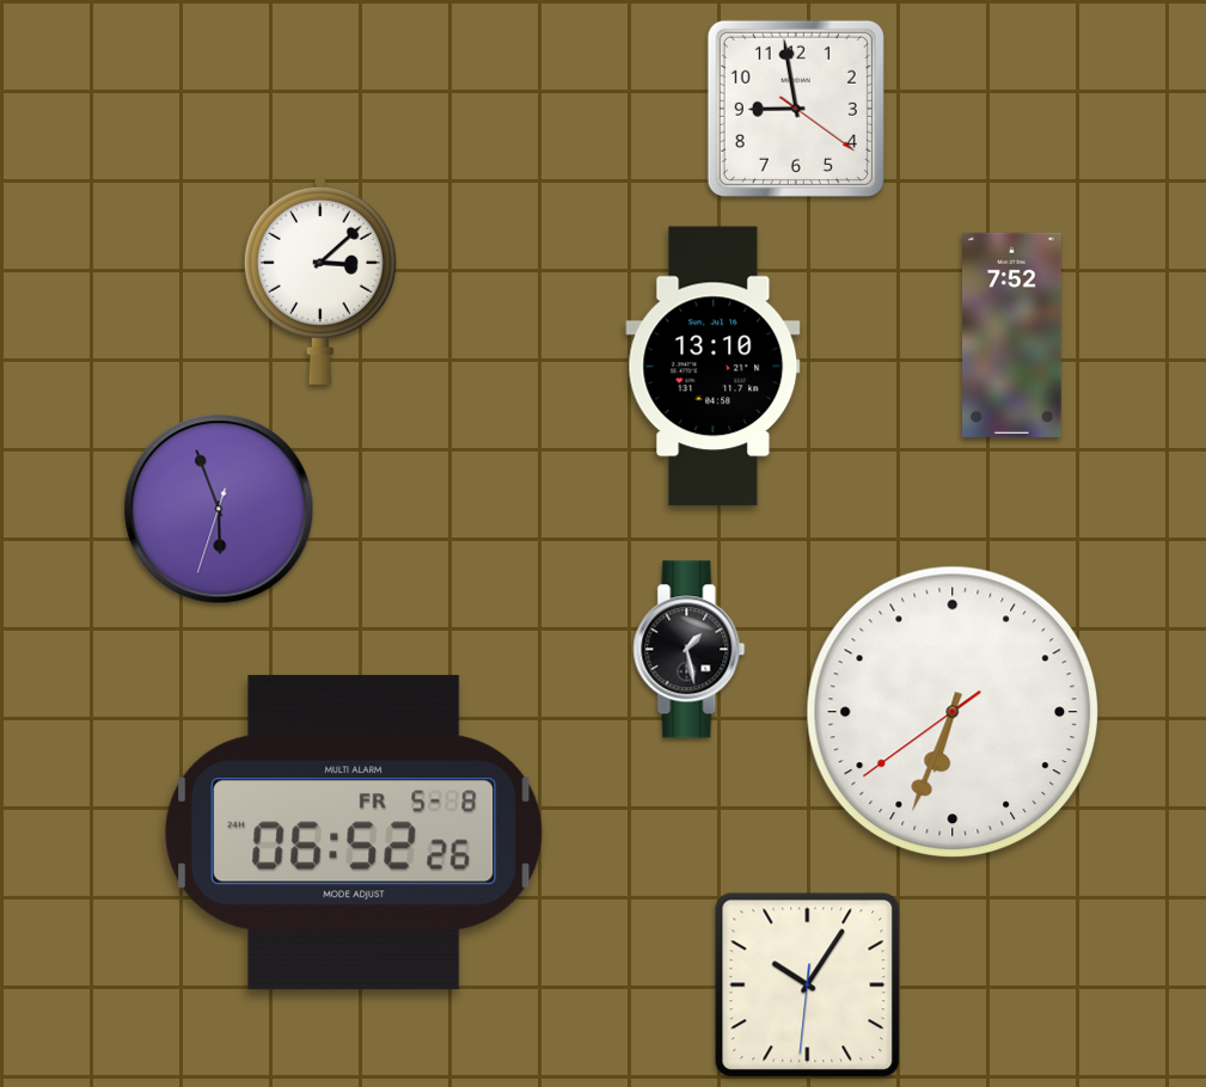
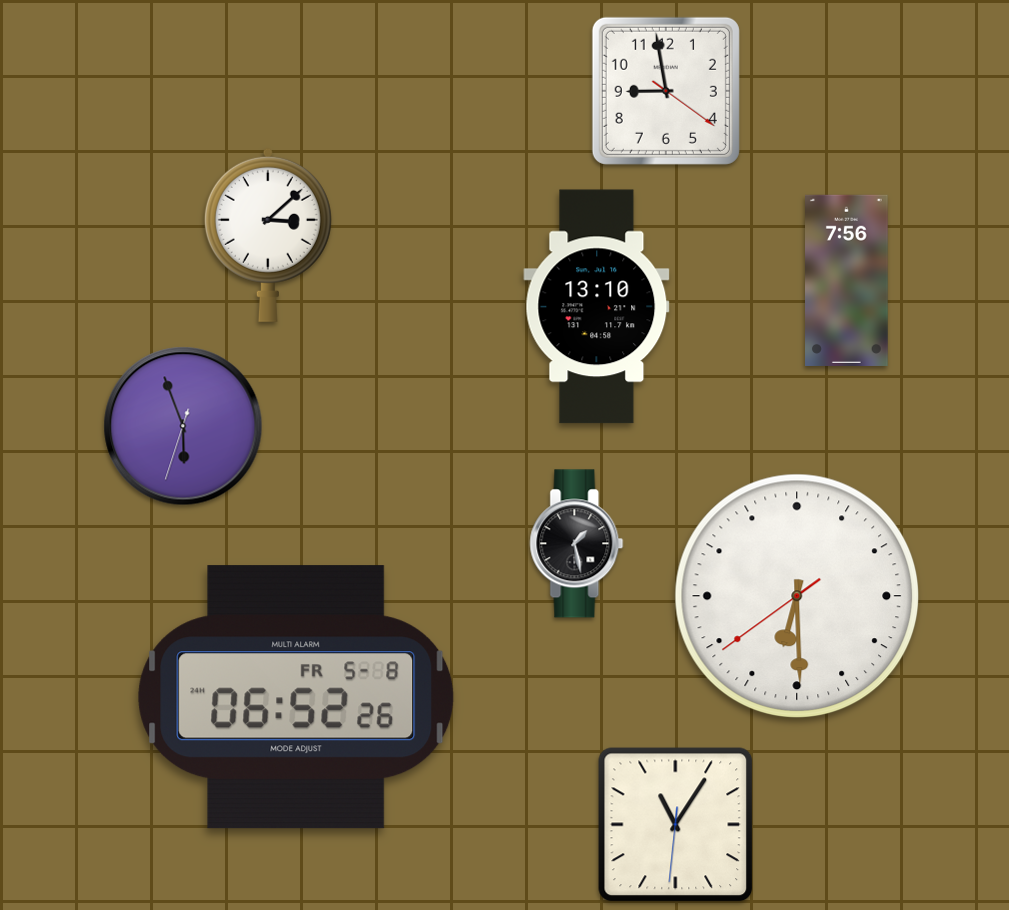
clock at (1012, 334): 7:52 -> 7:56
clock at (953, 712): 6:33 -> 6:29
clock at (808, 985): 10:05 -> 11:05
